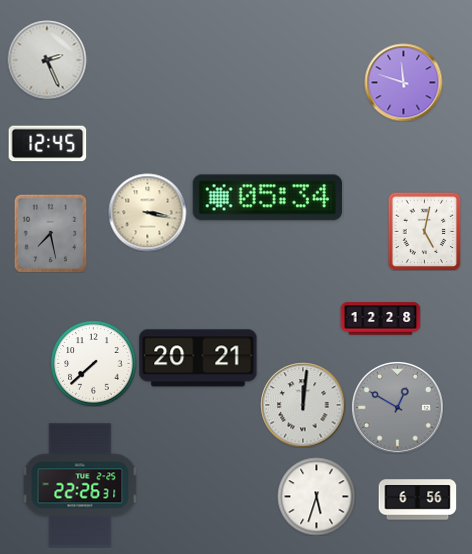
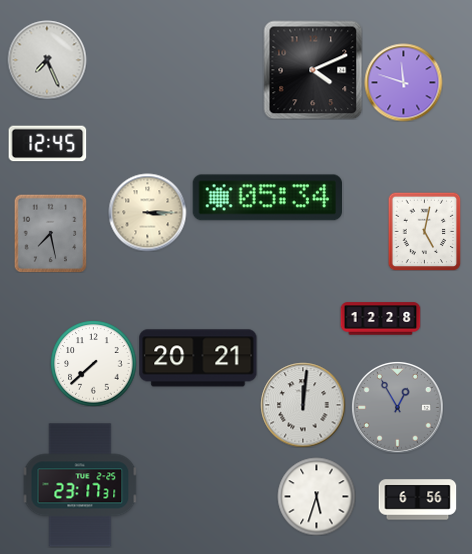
clock at (47, 60): 2:26 -> 7:26
clock at (313, 70): none -> 4:11
clock at (147, 212): 3:17 -> 3:15
clock at (397, 407): 12:50 -> 12:55
clock at (80, 485): 22:26 -> 23:17
